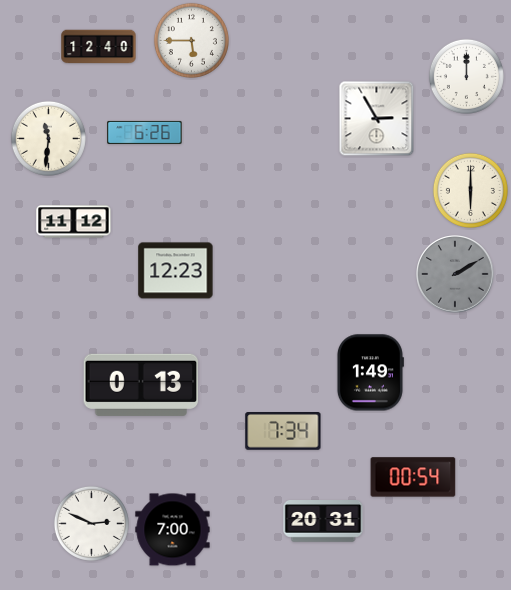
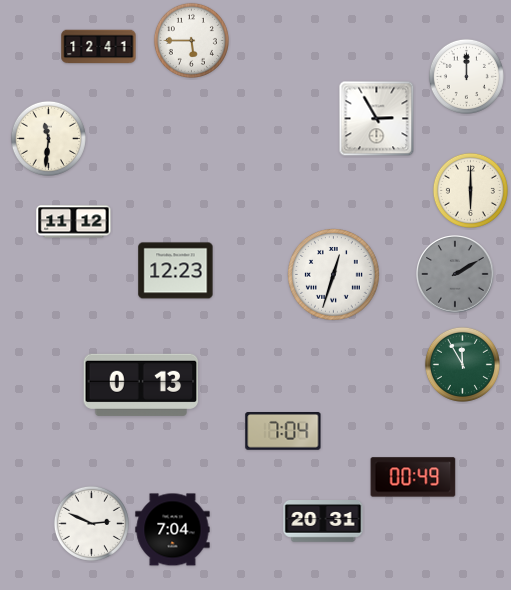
clock at (99, 47): 12:40 -> 12:41
clock at (145, 132): 6:26 -> none
clock at (334, 275): none -> 12:33
clock at (462, 364): none -> 11:55
clock at (370, 373): 1:49 -> none
clock at (283, 432): 7:34 -> 7:04
clock at (413, 477): 00:54 -> 00:49
clock at (173, 530): 7:00 -> 7:04
